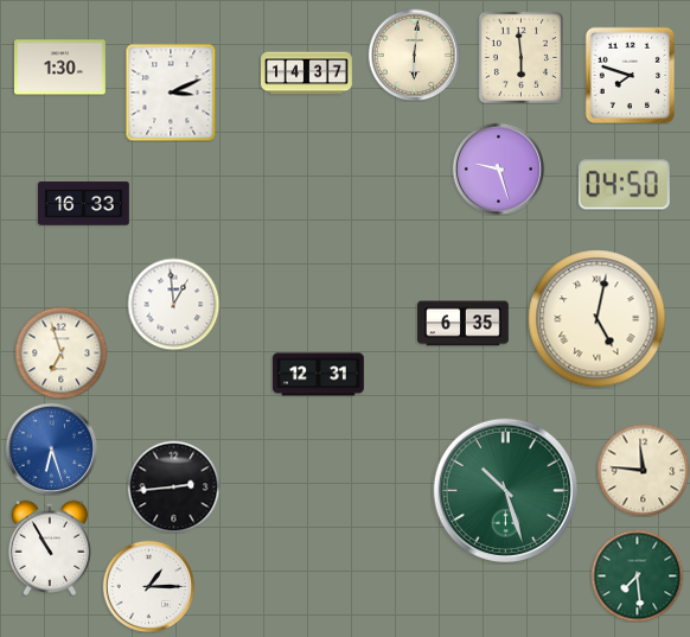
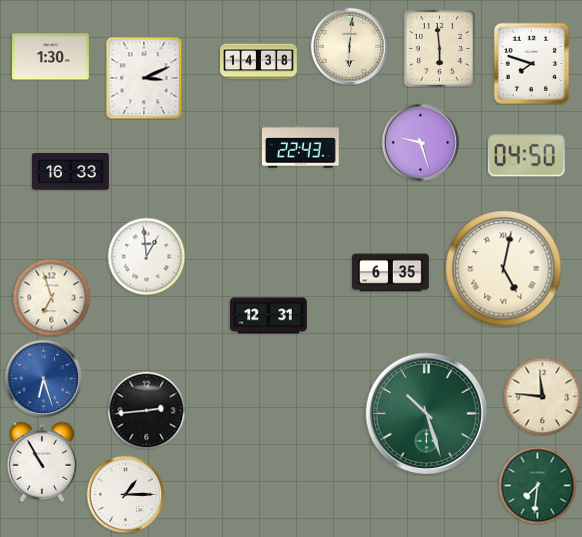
clock at (307, 74): 14:37 -> 14:38
clock at (300, 147): none -> 22:43
clock at (637, 575): 7:29 -> 7:31
